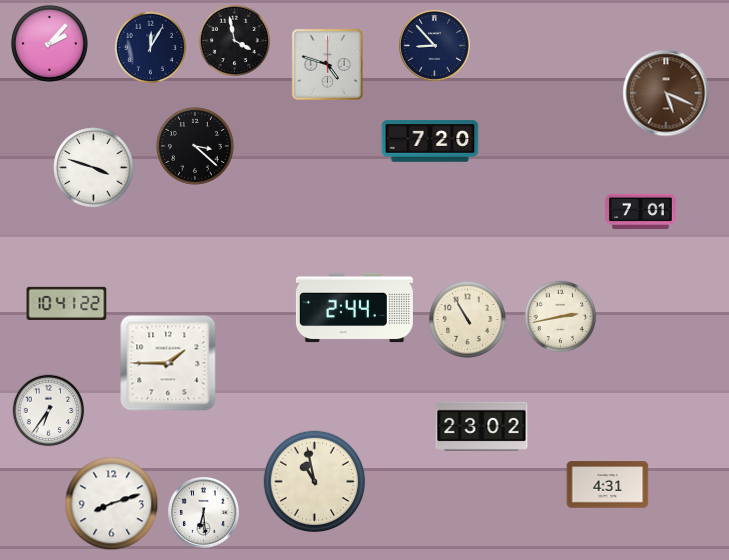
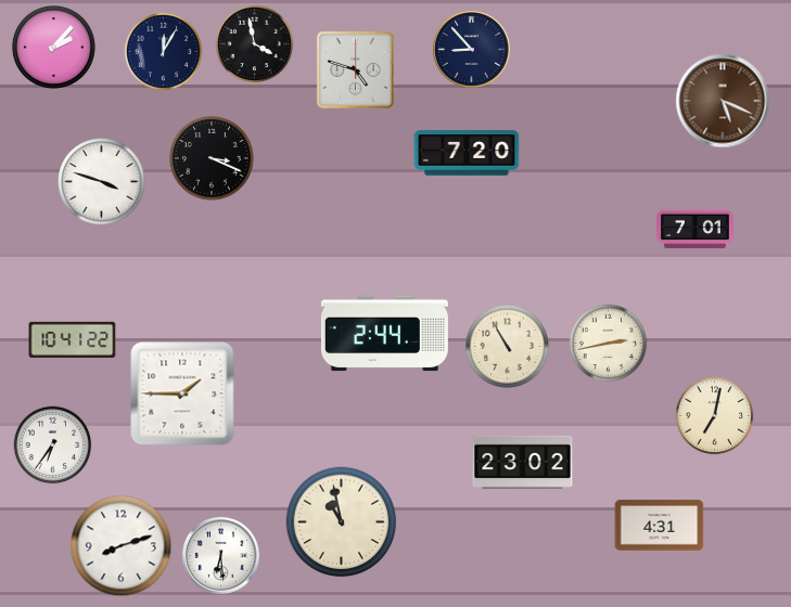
clock at (195, 146): 3:22 -> 3:19
clock at (67, 303) position: (67, 303) -> (73, 339)
clock at (715, 416): none -> 7:02
